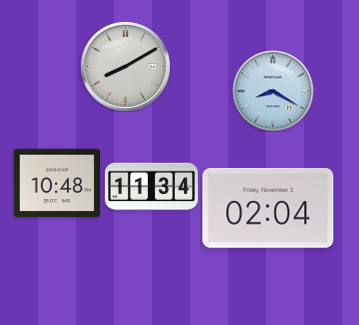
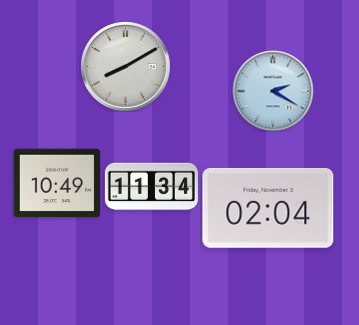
clock at (273, 91): 8:20 -> 2:20
clock at (57, 183): 10:48 -> 10:49
